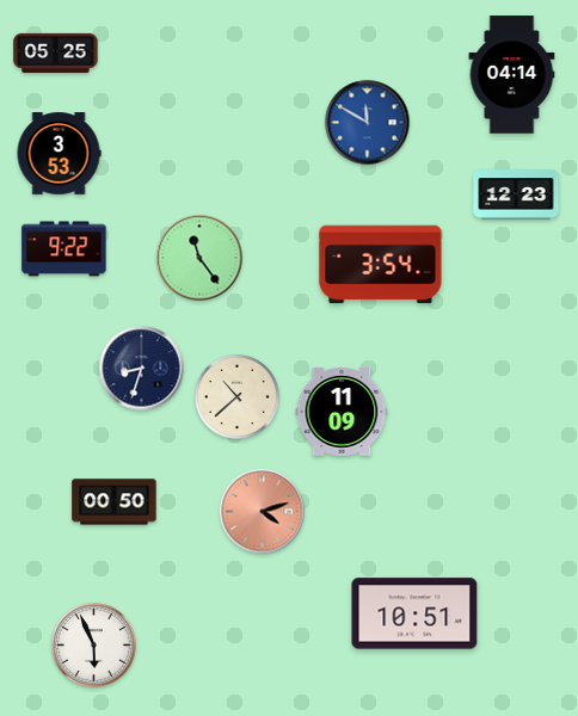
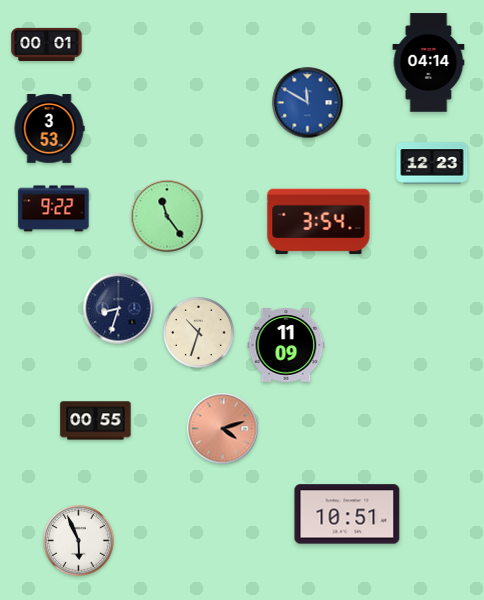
clock at (56, 53): 05:25 -> 00:01
clock at (238, 397): 10:38 -> 10:33
clock at (115, 502): 00:50 -> 00:55
clock at (263, 512) position: (263, 512) -> (223, 429)
